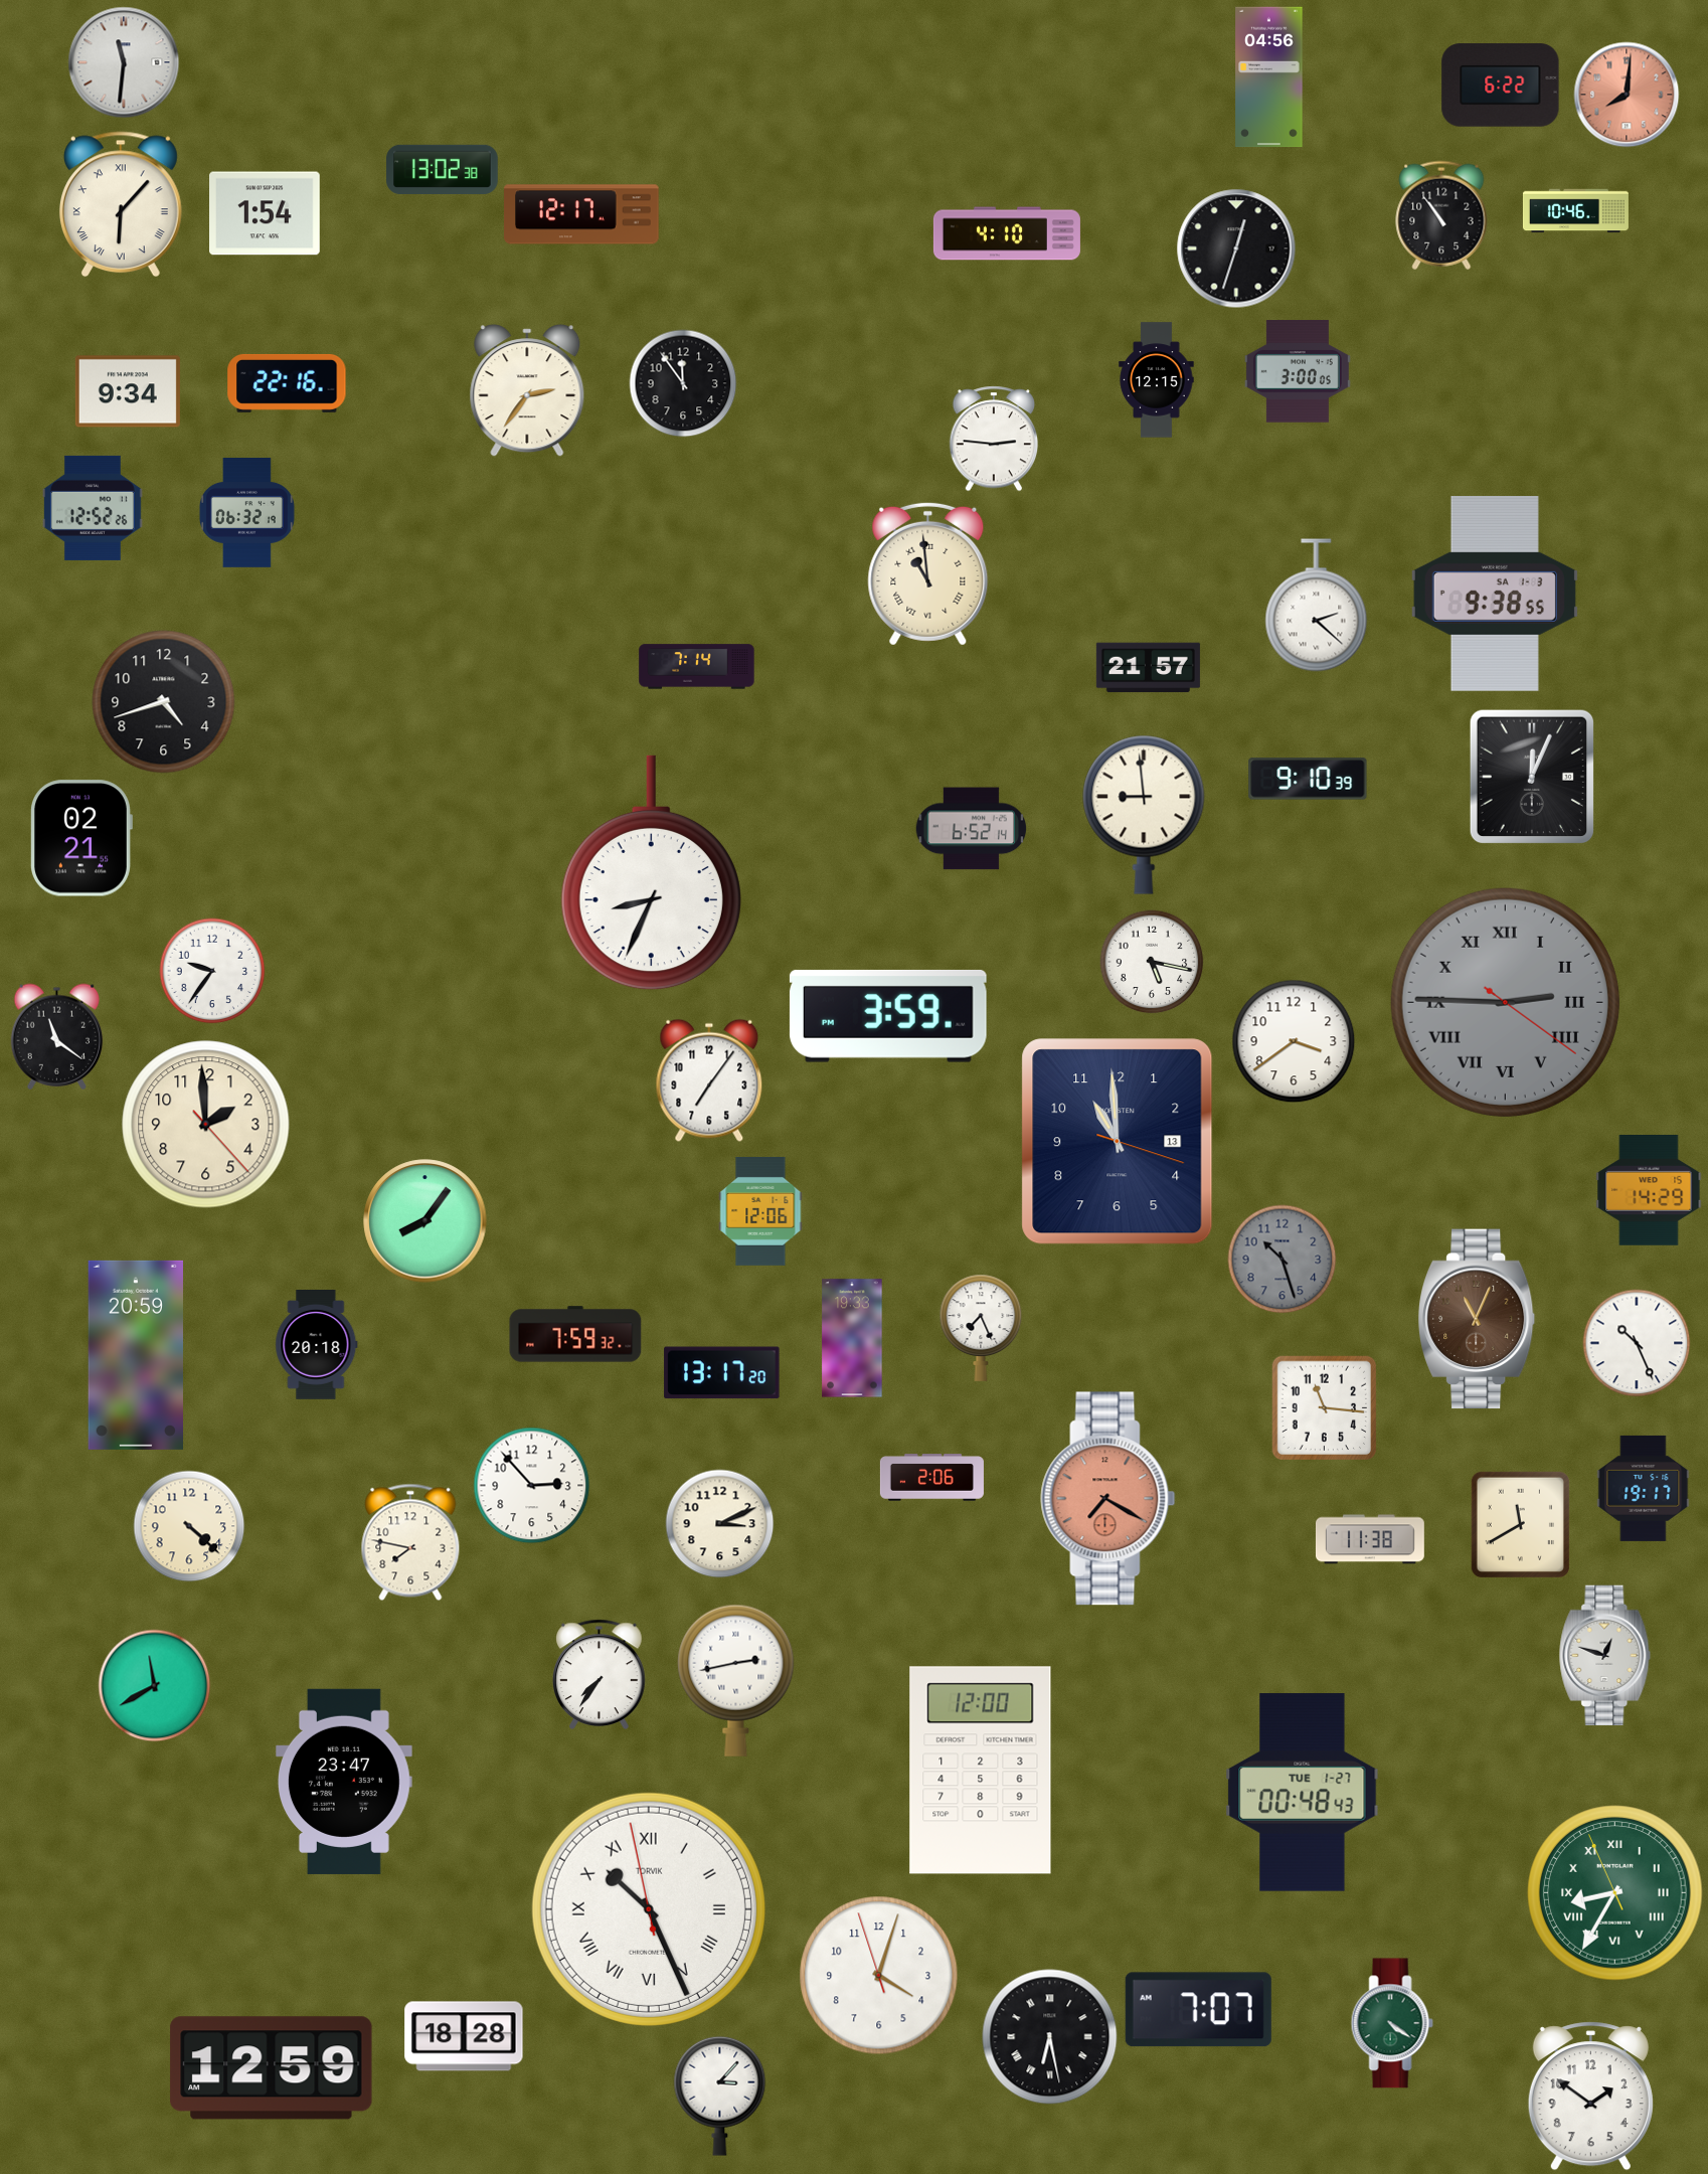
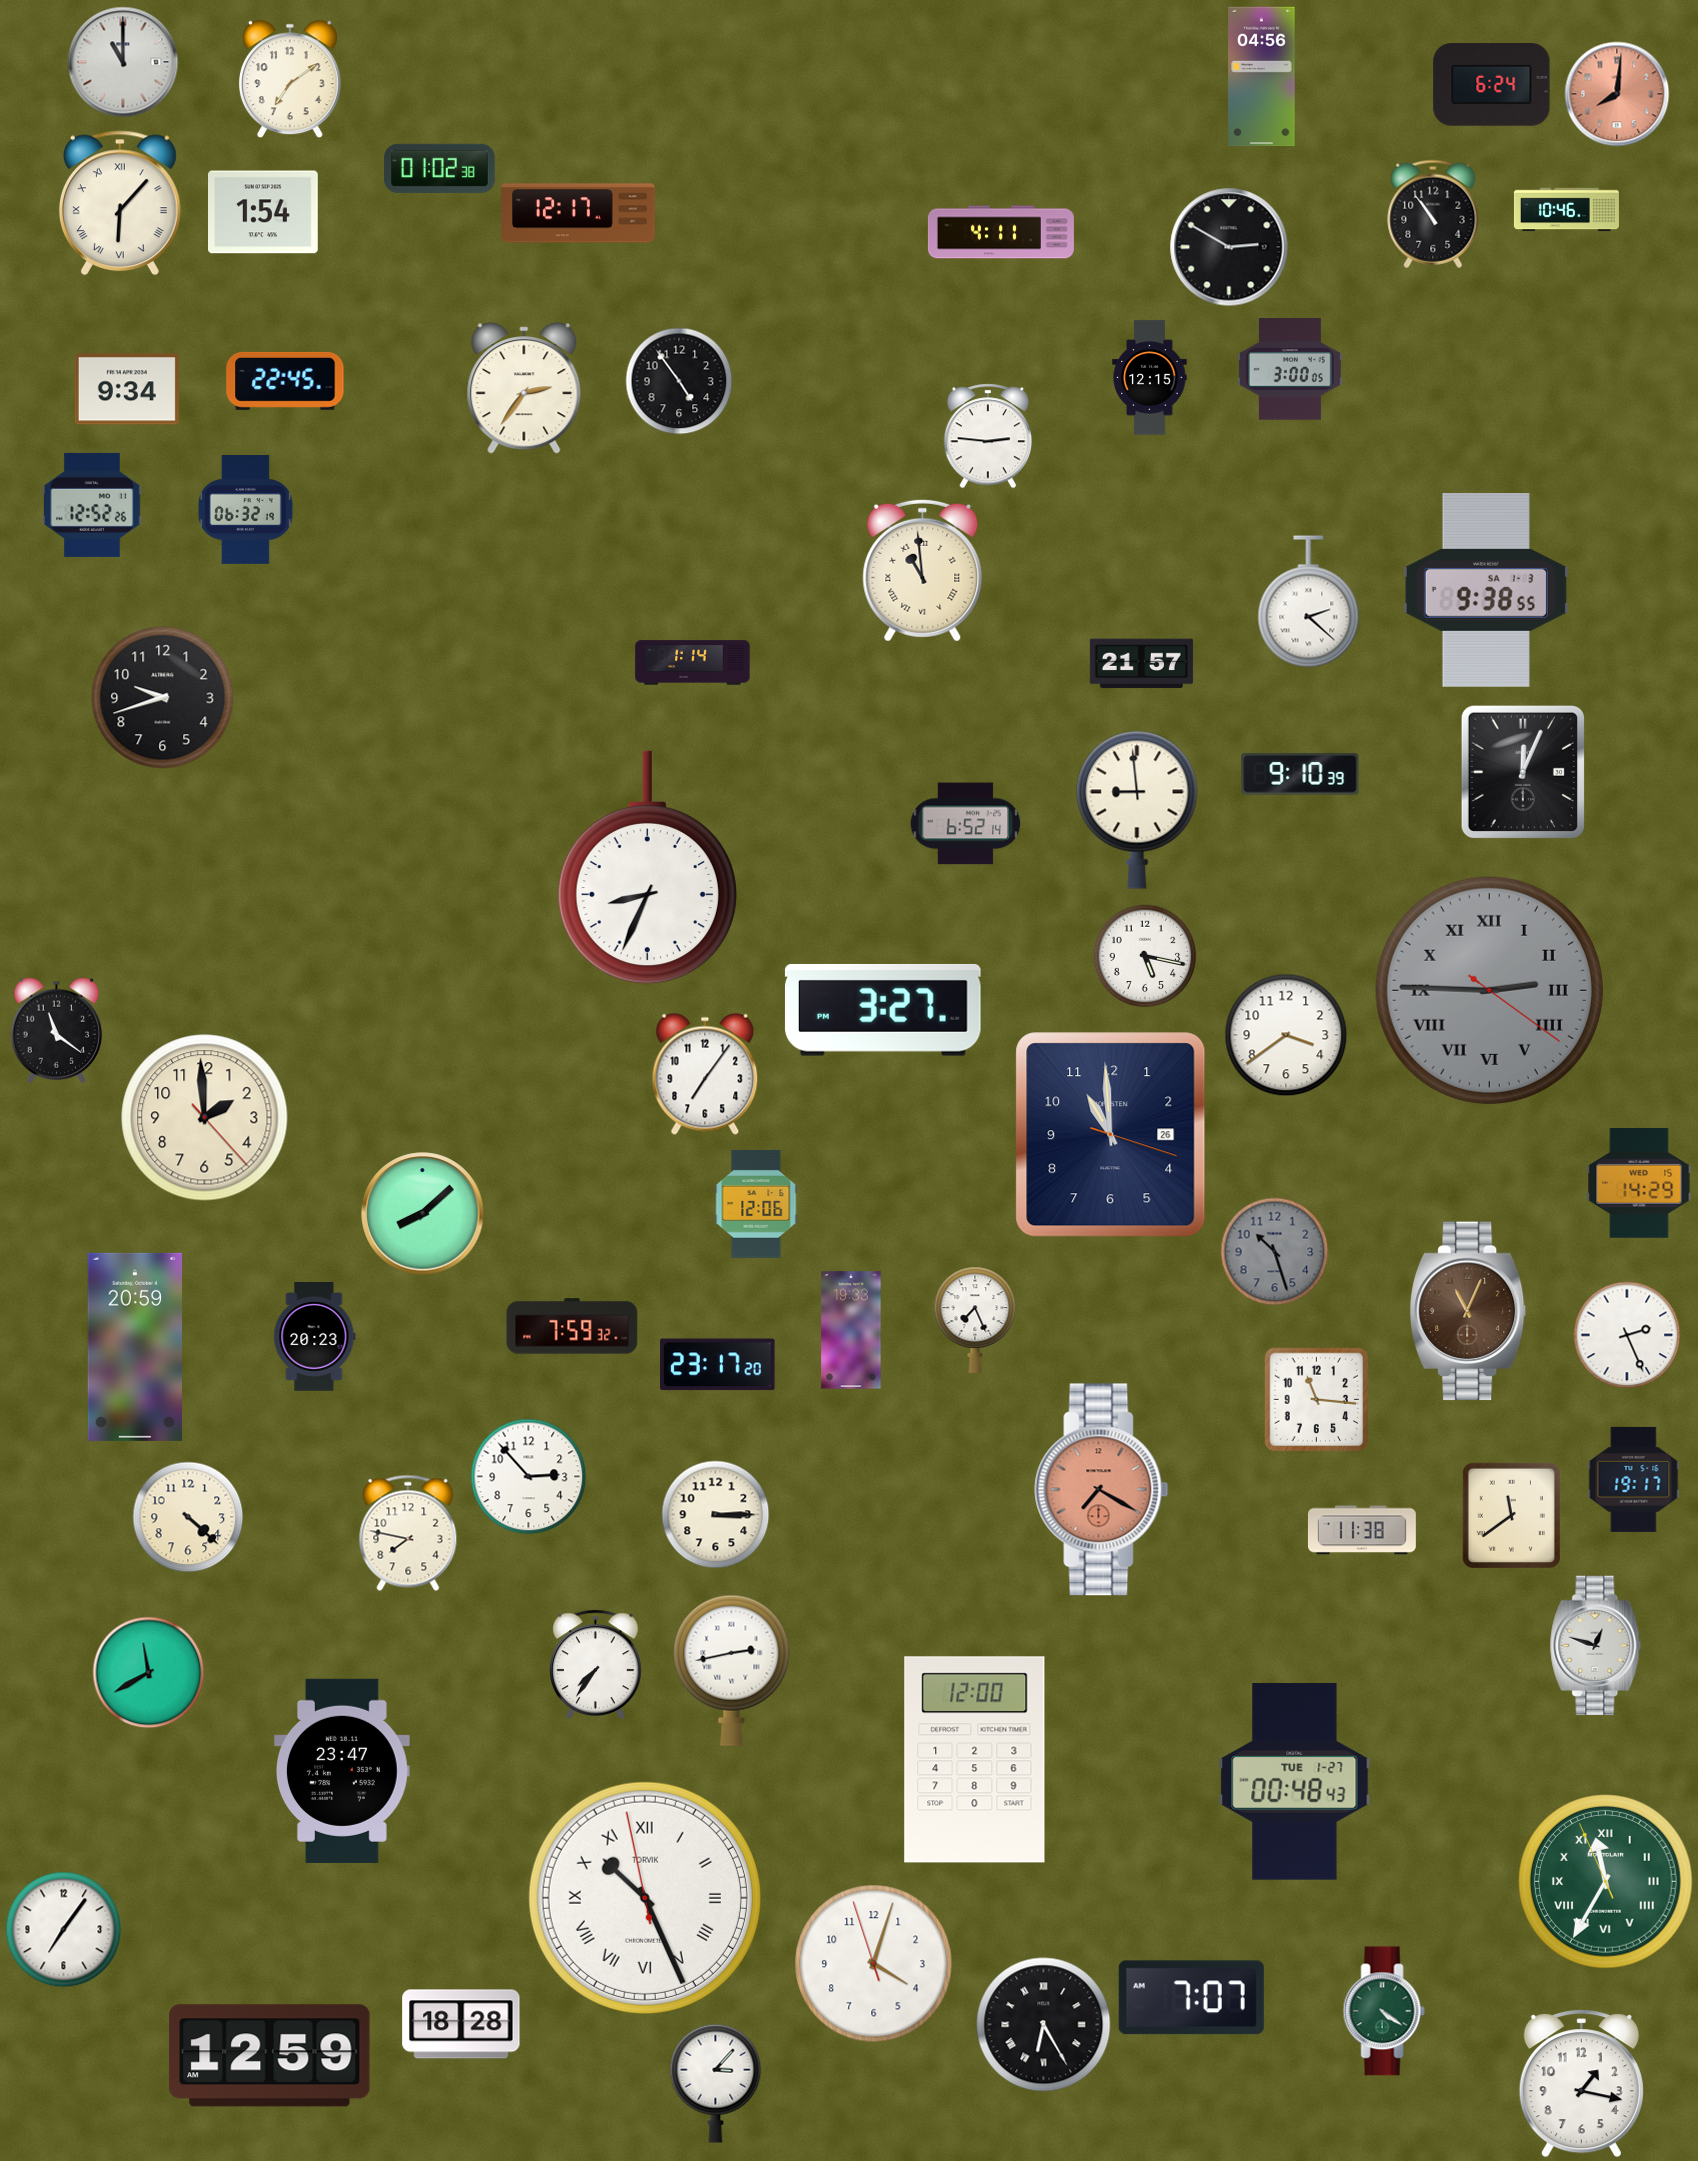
clock at (124, 62): 11:31 -> 11:00
clock at (290, 79): none -> 7:09
clock at (1501, 86): 6:22 -> 6:24
clock at (443, 169): 13:02 -> 01:02
clock at (1007, 233): 4:10 -> 4:11
clock at (1236, 248): 12:33 -> 2:50
clock at (287, 383): 22:16 -> 22:45
clock at (683, 383): 11:54 -> 4:54
clock at (697, 667): 7:14 -> 1:14
clock at (164, 702): 4:42 -> 9:42
clock at (81, 838): 02:21 -> none
clock at (212, 971): 9:36 -> none
clock at (1505, 1002) position: (1505, 1002) -> (1489, 990)
clock at (888, 1016): 3:59 -> 3:27
clock at (1118, 1142) date: 13 -> 26
clock at (425, 1221): 8:06 -> 8:08
clock at (852, 1338) position: (852, 1338) -> (851, 1330)
clock at (1637, 1343): 10:26 -> 2:26
clock at (317, 1345): 20:18 -> 20:23
clock at (722, 1373): 13:17 -> 23:17
clock at (931, 1478): 2:06 -> none
clock at (720, 1524): 3:11 -> 3:15
clock at (1520, 1524): 11:40 -> 11:39
clock at (155, 1686) position: (155, 1686) -> (149, 1673)
clock at (1615, 1893): 8:34 -> 11:34
clock at (64, 1930): none -> 7:06
clock at (1050, 2037): 6:28 -> 6:25
clock at (1590, 2097): 1:51 -> 1:17
